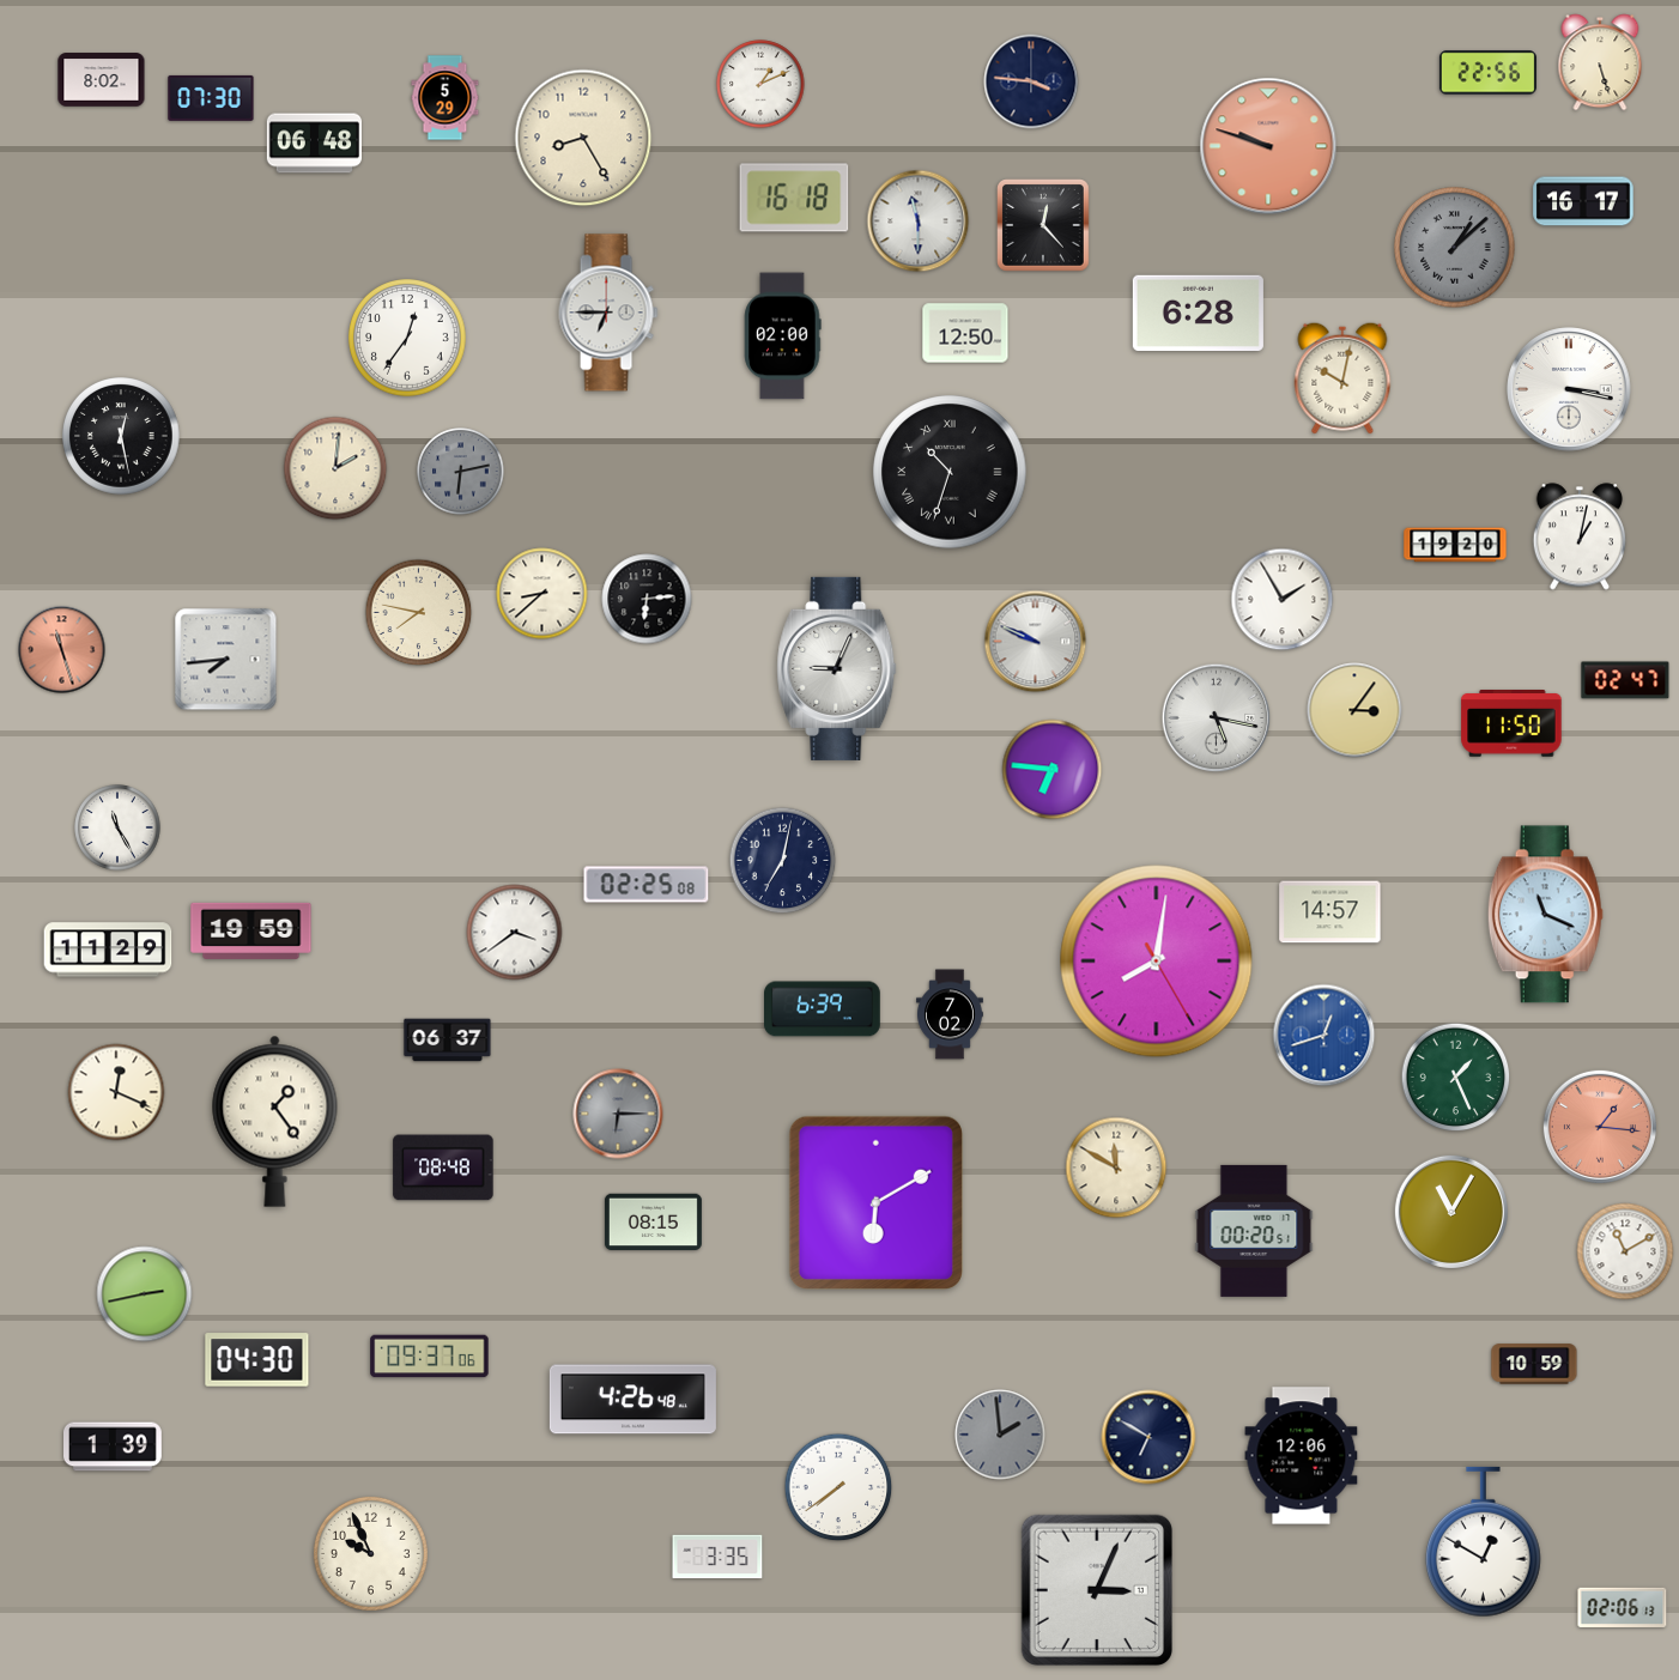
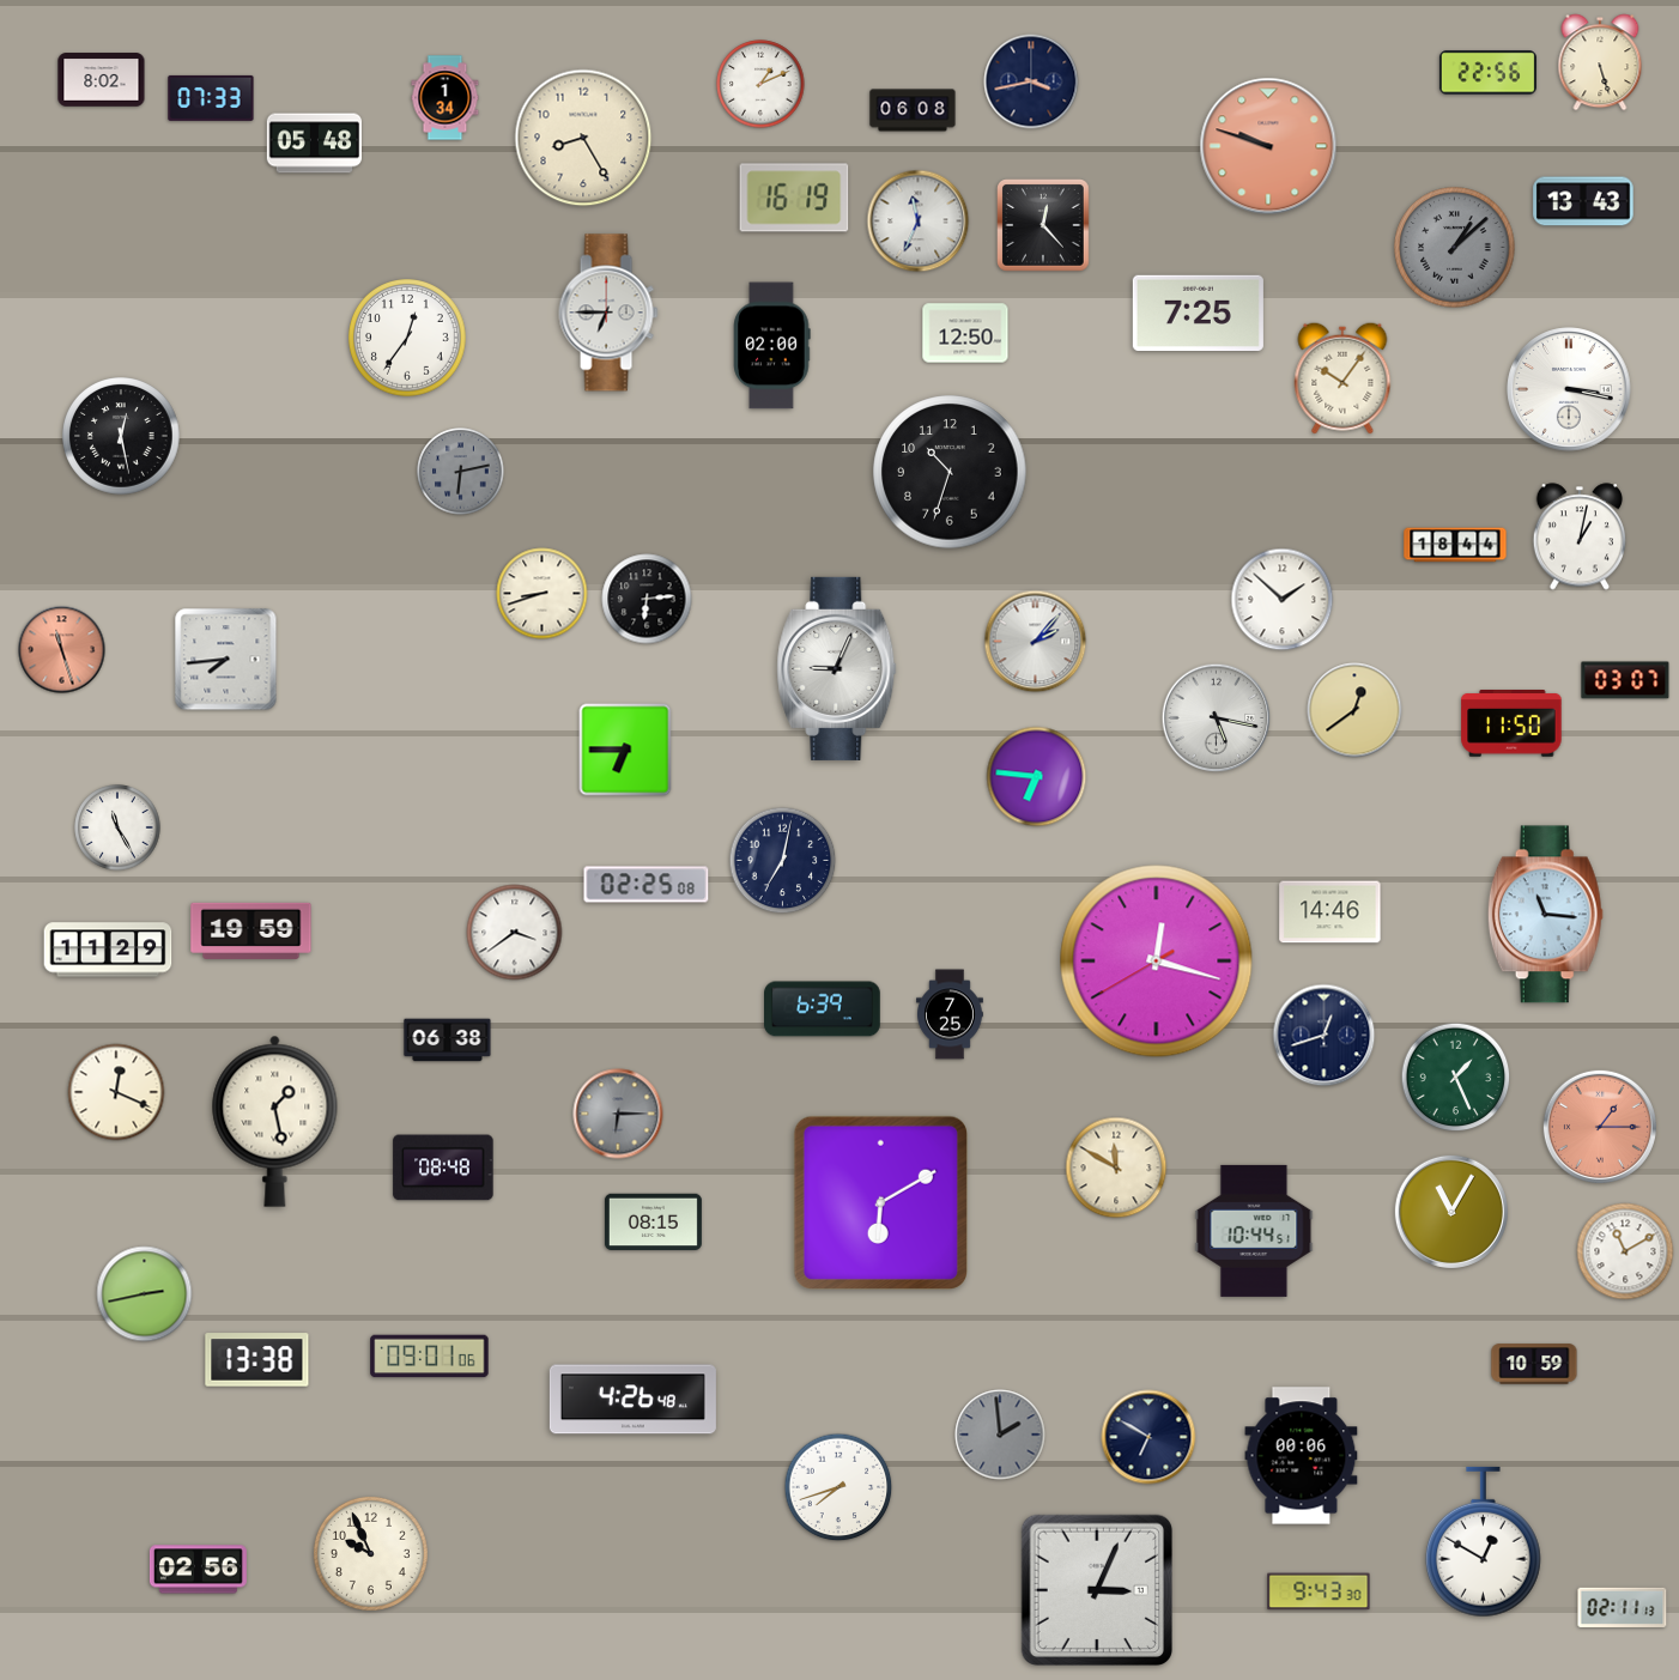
clock at (1031, 81): 3:46 -> 3:43
clock at (211, 98): 07:30 -> 07:33
clock at (445, 98): 5:29 -> 1:34
clock at (913, 110): none -> 06:08
clock at (314, 144): 06:48 -> 05:48
clock at (794, 198): 16:18 -> 16:19
clock at (1583, 201): 16:17 -> 13:43
clock at (919, 222): 11:30 -> 11:34
clock at (1198, 313): 6:28 -> 7:25
clock at (783, 336) position: (783, 336) -> (772, 346)
clock at (1342, 378): 10:02 -> 10:06
clock at (335, 468): 2:01 -> none
clock at (950, 472) numerals: Roman -> Arabic
clock at (1455, 545): 19:20 -> 18:44
clock at (543, 594): 8:38 -> 8:42
clock at (1283, 600): 1:55 -> 1:52
clock at (419, 613): 7:47 -> none
clock at (1036, 642): 9:49 -> 2:07
clock at (1625, 680): 02:47 -> 03:07
clock at (1354, 710): 3:06 -> 12:39
clock at (625, 750): none -> 6:45
clock at (1053, 770) position: (1053, 770) -> (1037, 777)
clock at (1331, 912): 14:57 -> 14:46
clock at (1545, 915): 11:19 -> 11:16
clock at (1157, 962): 8:01 -> 12:17
clock at (951, 1014): 7:02 -> 7:25
clock at (1325, 1036) dial: blue -> navy
clock at (448, 1041): 06:37 -> 06:38
clock at (275, 1121): 1:24 -> 1:28
clock at (1600, 1127): 1:16 -> 1:15
clock at (875, 1202) position: (875, 1202) -> (880, 1202)
clock at (1254, 1231): 00:20 -> 10:44
clock at (430, 1357): 09:37 -> 09:01
clock at (257, 1360): 04:30 -> 13:38
clock at (114, 1447): 1:39 -> none
clock at (1302, 1456): 12:06 -> 00:06
clock at (838, 1487): 7:39 -> 7:42
clock at (717, 1557): 3:35 -> none
clock at (198, 1570): none -> 02:56
clock at (1319, 1591): none -> 9:43
clock at (1623, 1607): 02:06 -> 02:11
